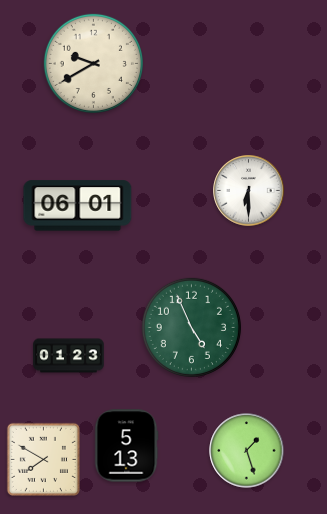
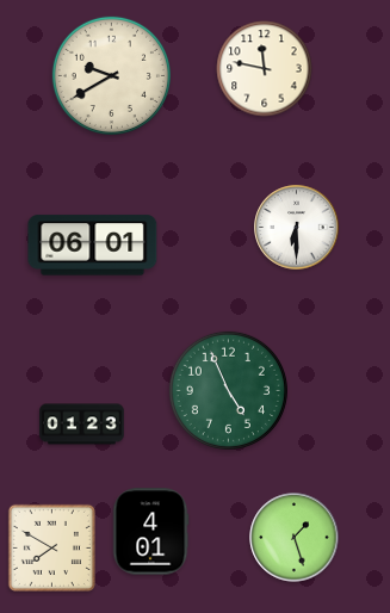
clock at (265, 69): none -> 11:47
clock at (126, 446): 5:13 -> 4:01
